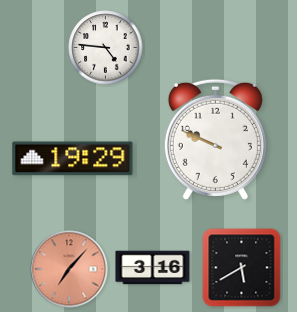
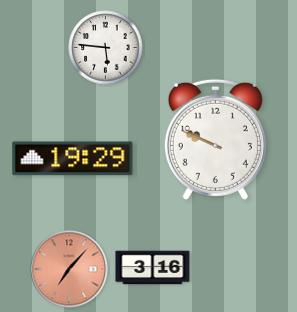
clock at (106, 48): 4:46 -> 5:46
clock at (242, 268): 5:40 -> none
